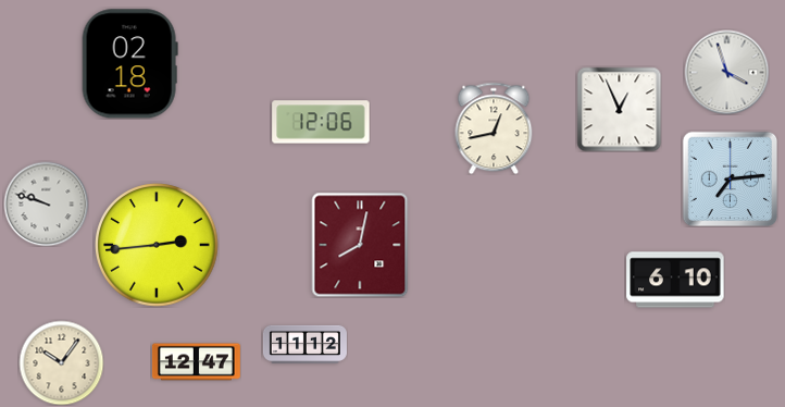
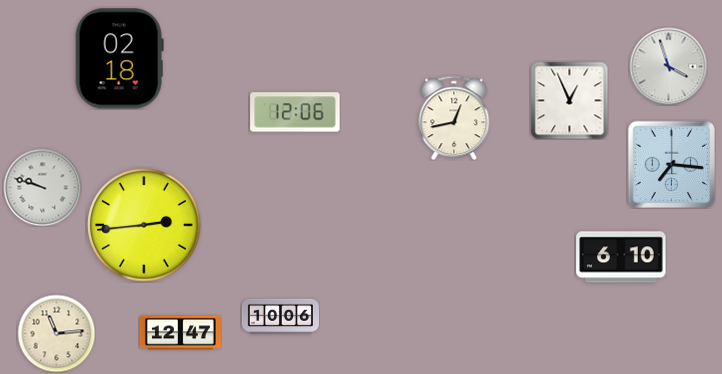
clock at (730, 178): 7:14 -> 7:16
clock at (360, 245): 8:02 -> none
clock at (304, 344): 11:12 -> 10:06
clock at (61, 362): 10:06 -> 11:14
